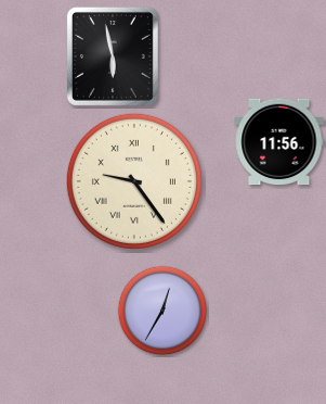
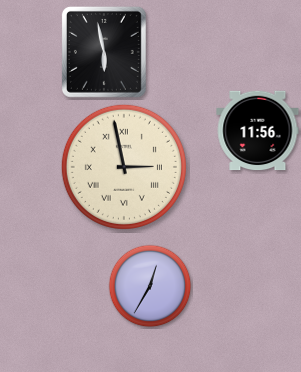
clock at (134, 181): 9:24 -> 2:58
